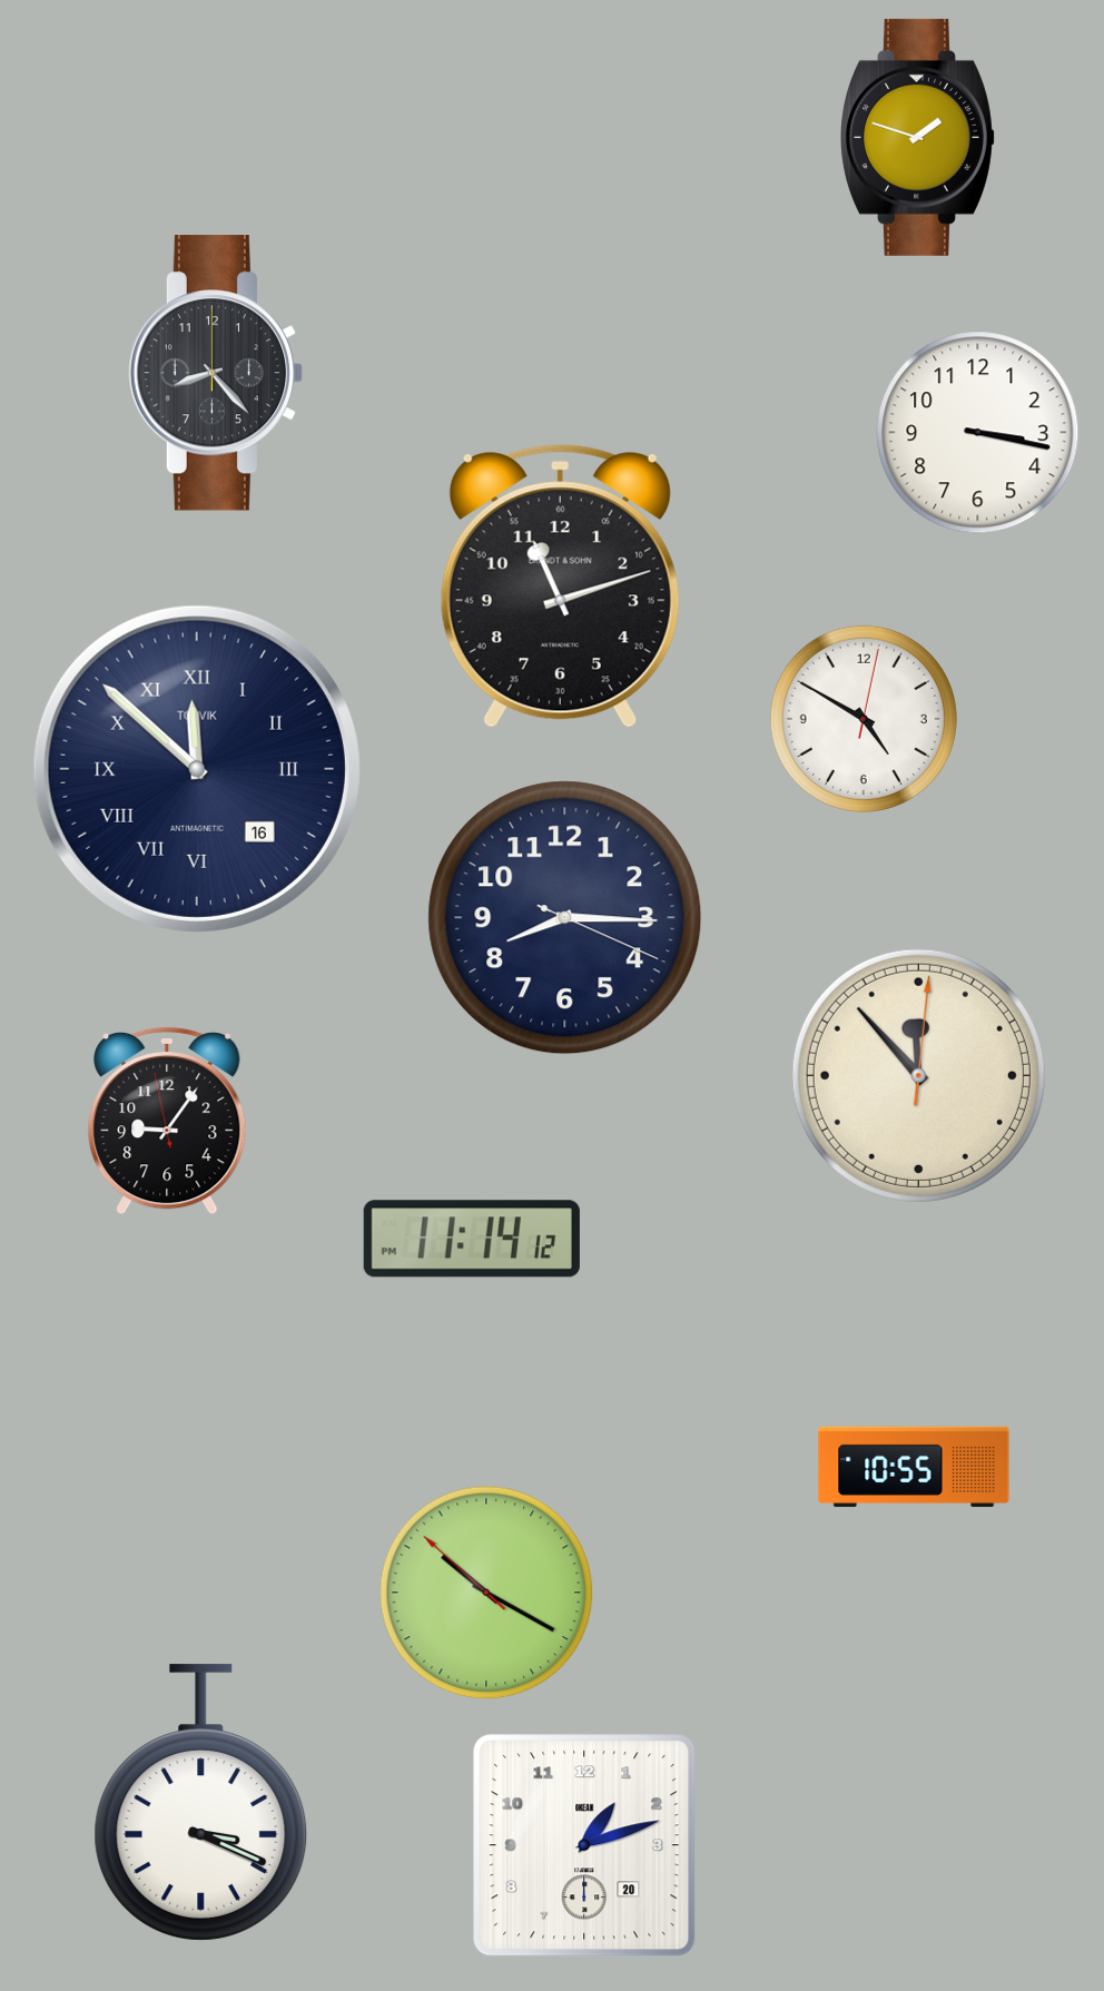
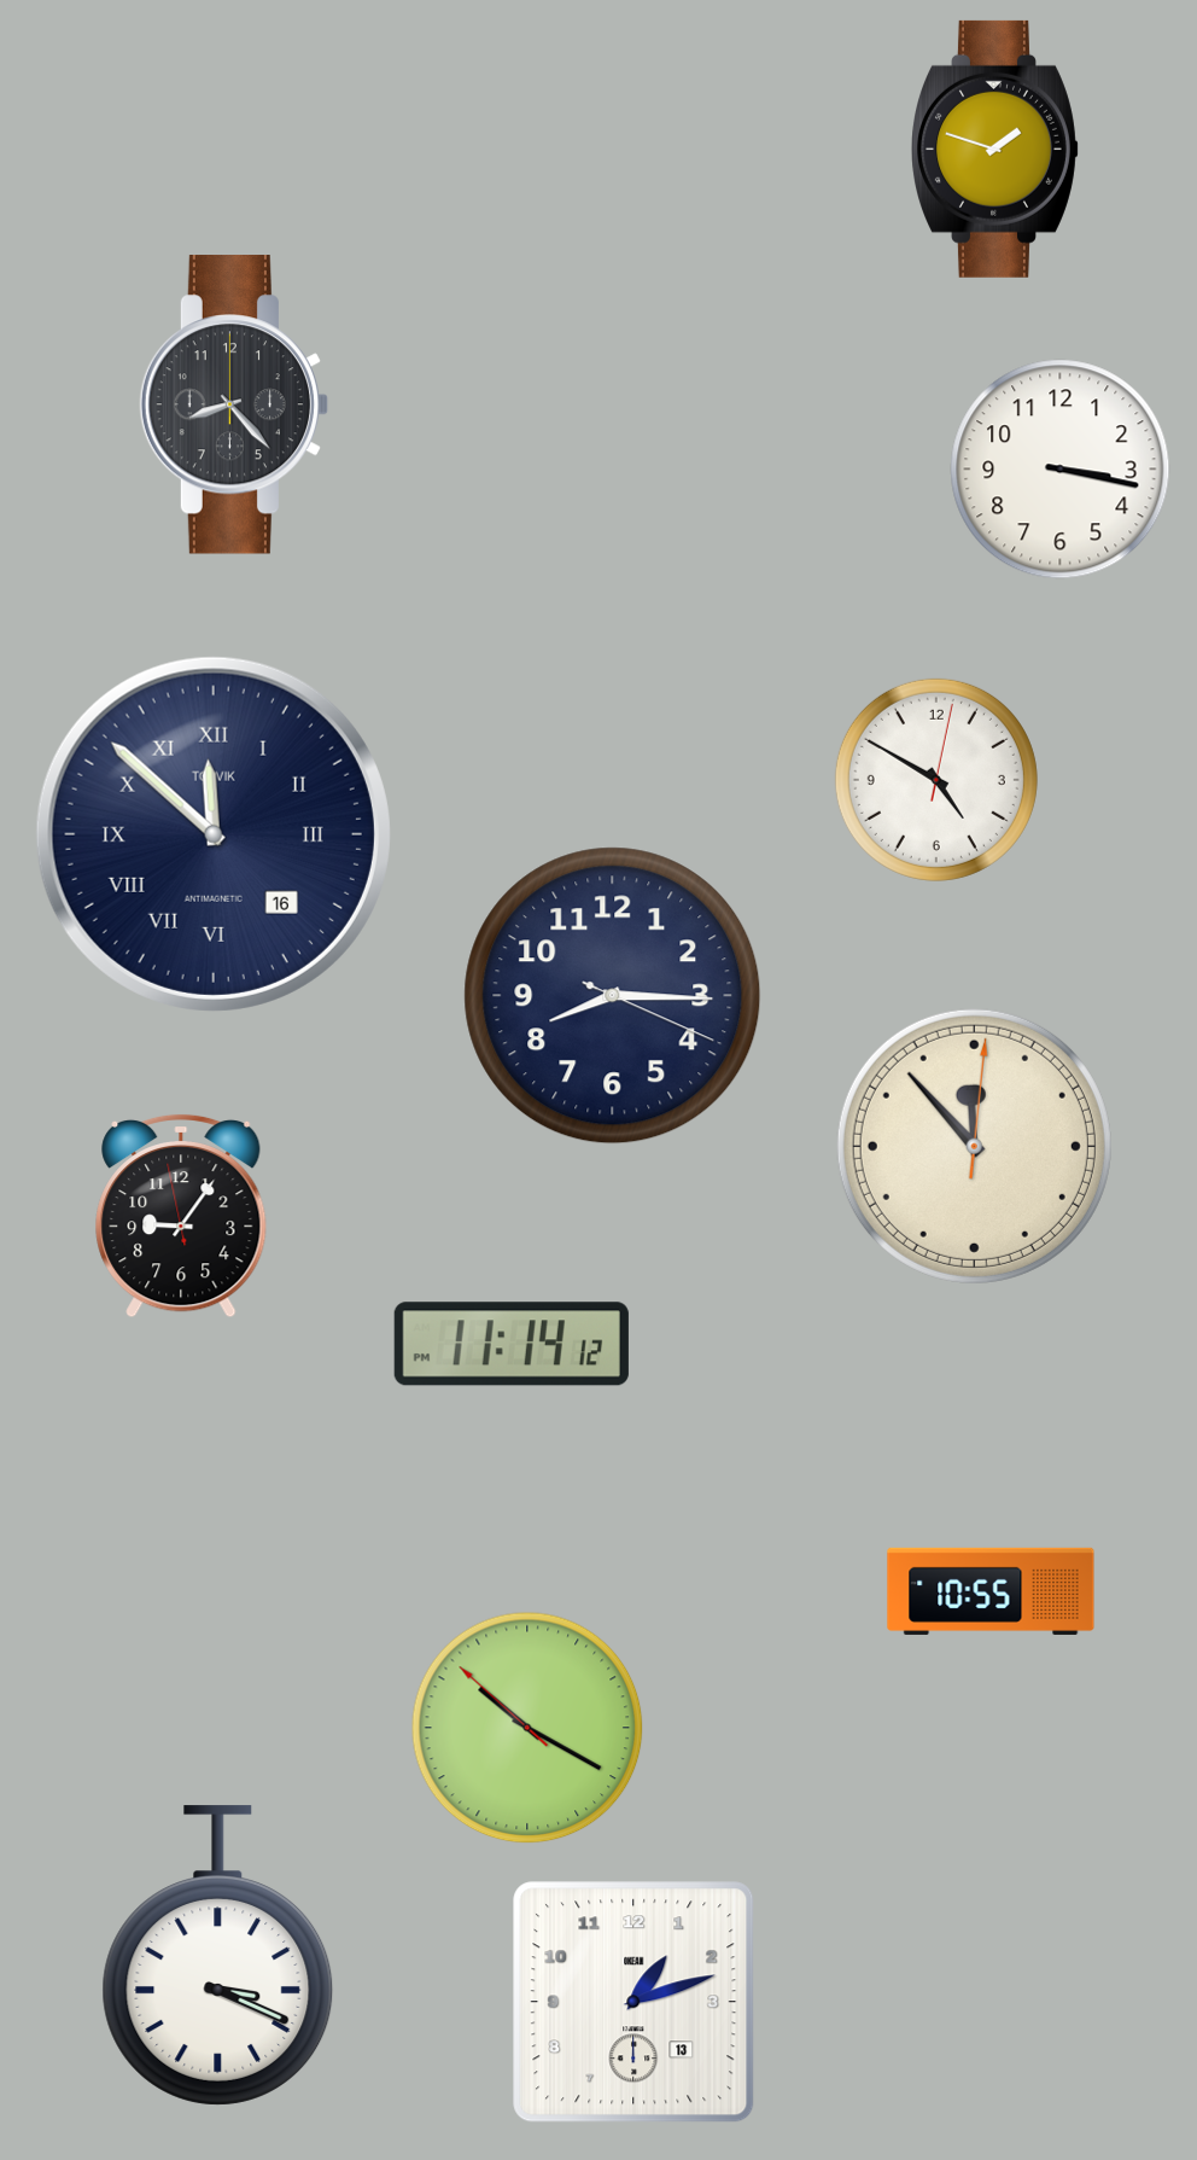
clock at (560, 587): 11:12 -> none
clock at (918, 1075) position: (918, 1075) -> (974, 1146)
clock at (584, 1845) date: 20 -> 13
